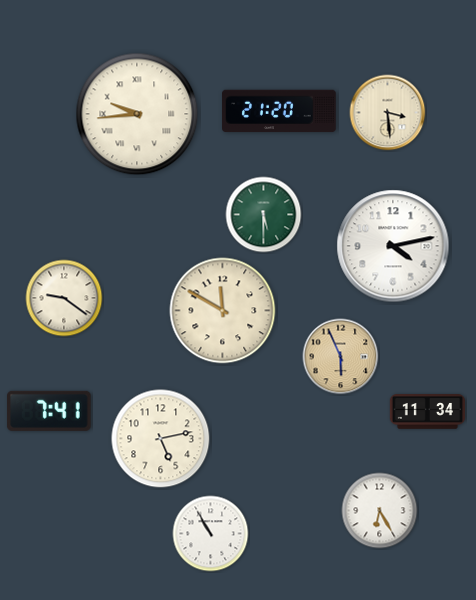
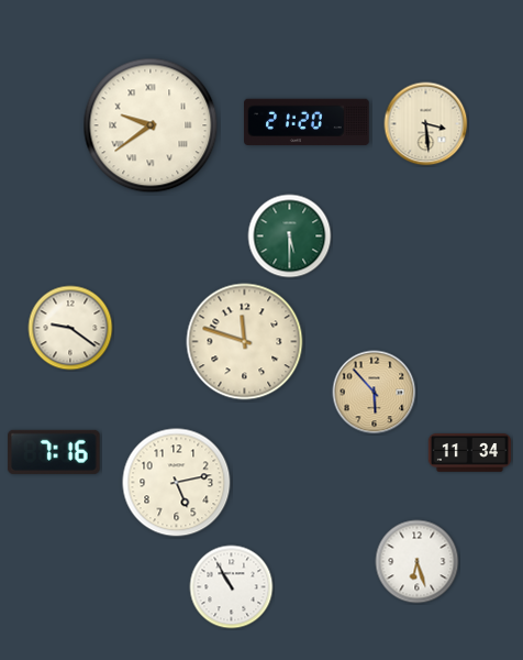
clock at (137, 114): 9:44 -> 9:39
clock at (393, 246): 4:13 -> none
clock at (223, 311): 11:50 -> 11:48
clock at (341, 357): 5:56 -> 5:53
clock at (49, 411): 7:41 -> 7:16
clock at (380, 511): 6:25 -> 6:27
